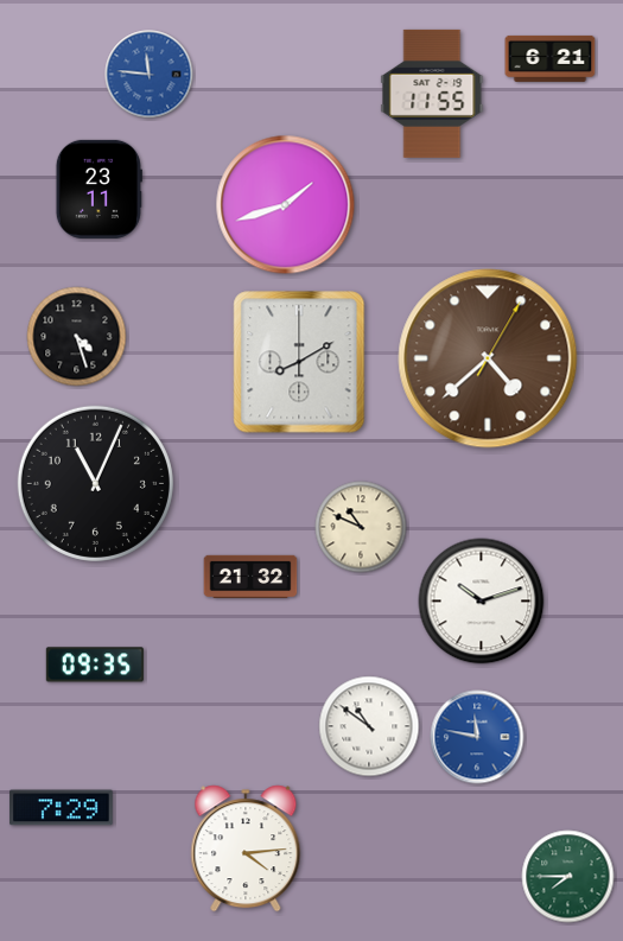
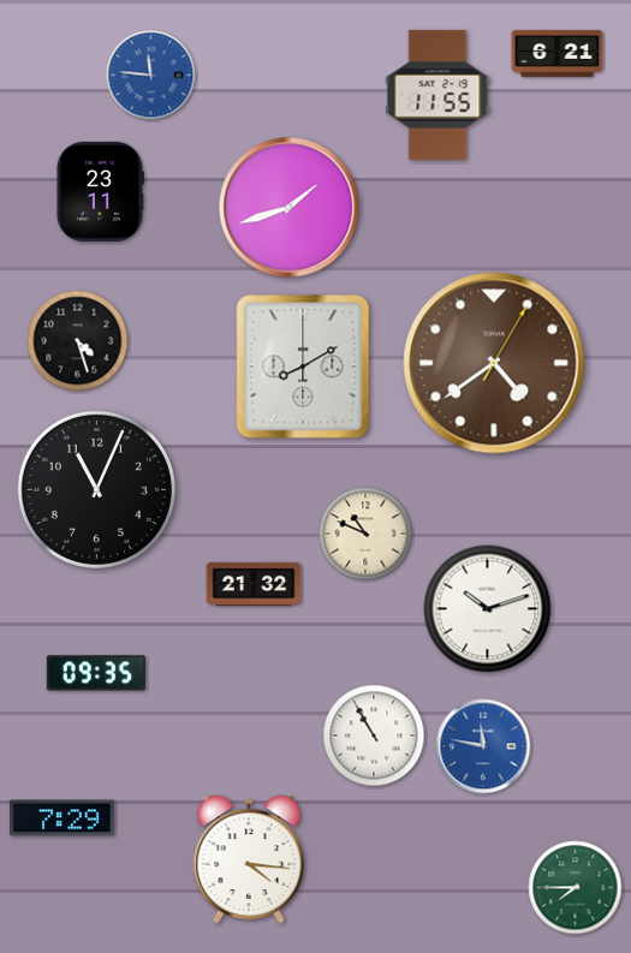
clock at (551, 58) position: (551, 58) -> (558, 53)
clock at (488, 358): 4:38 -> 4:39
clock at (369, 726): 10:51 -> 10:55
clock at (246, 848): 4:14 -> 4:16
